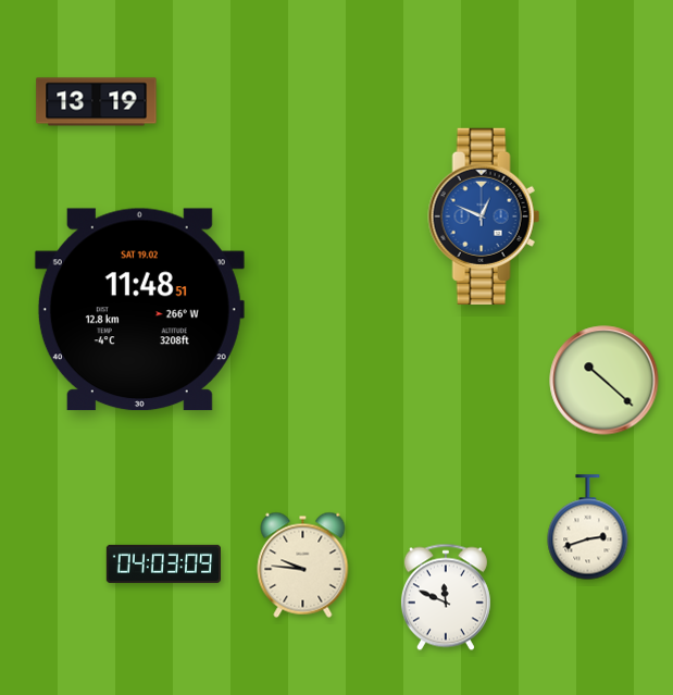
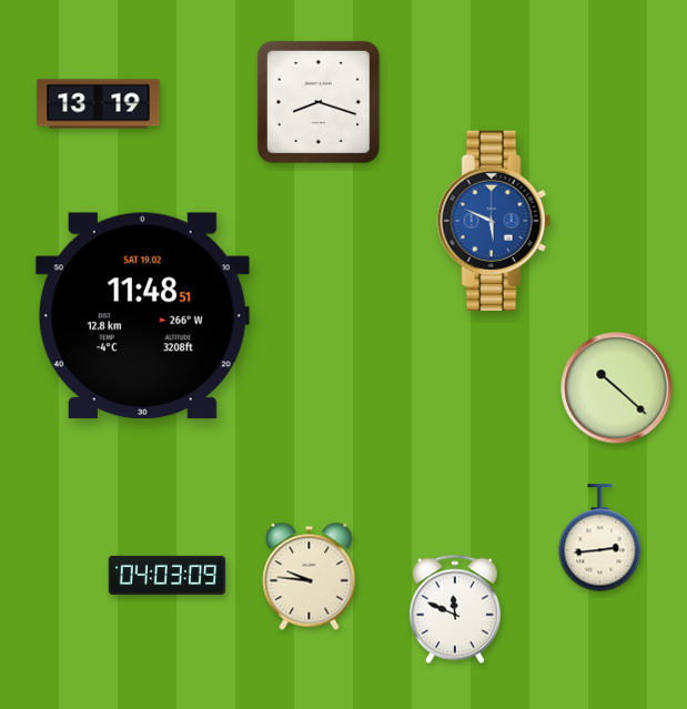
clock at (319, 102): none -> 8:18
clock at (484, 216): 12:49 -> 5:49
clock at (588, 528): 2:42 -> 2:44
